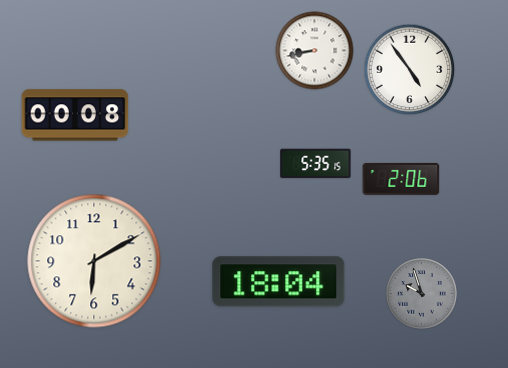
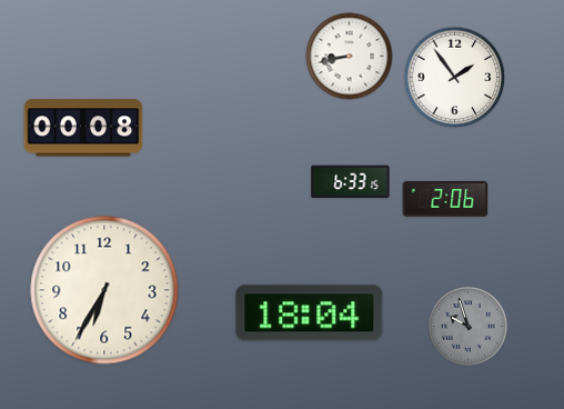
clock at (410, 70): 4:54 -> 1:54
clock at (316, 164): 5:35 -> 6:33
clock at (94, 261): 6:10 -> 6:35
